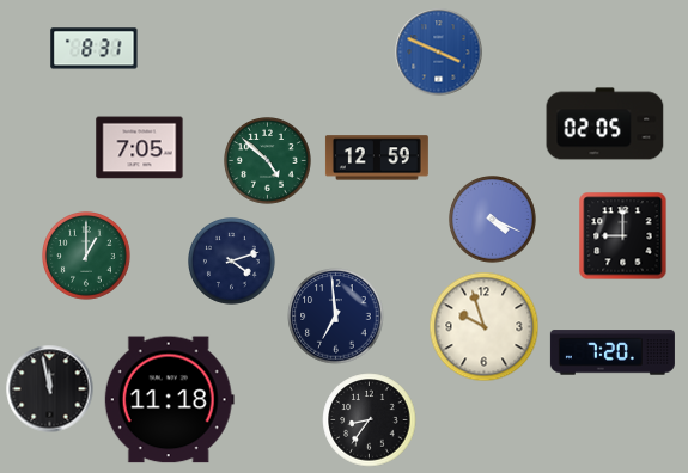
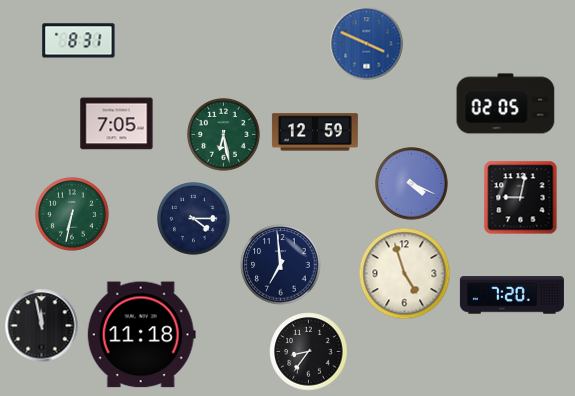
clock at (268, 161): 4:52 -> 6:28
clock at (623, 236): 9:00 -> 9:02
clock at (87, 257): 1:00 -> 6:32
clock at (232, 262): 4:12 -> 4:15
clock at (485, 327): 9:57 -> 4:57
